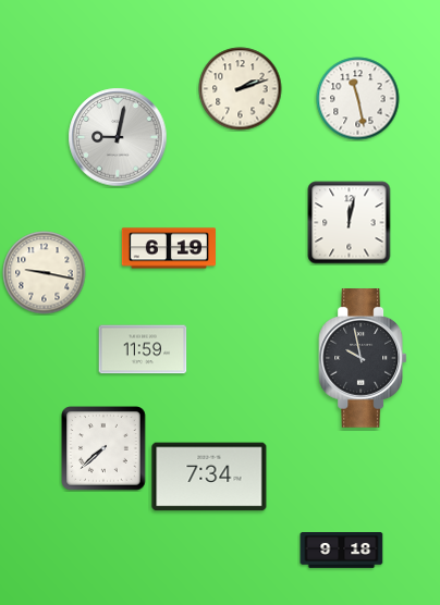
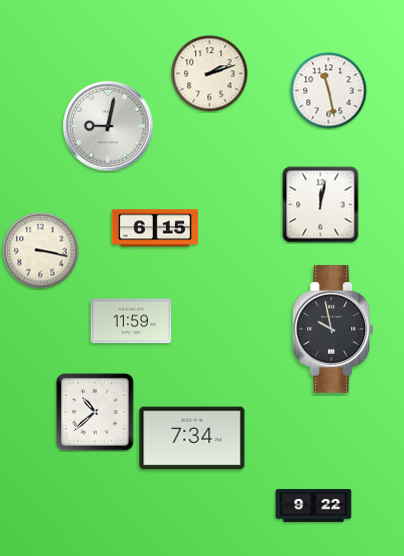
clock at (241, 89) position: (241, 89) -> (210, 74)
clock at (169, 248): 6:19 -> 6:15
clock at (45, 273): 9:17 -> 3:17
clock at (103, 448): 7:38 -> 10:38
clock at (342, 551): 9:18 -> 9:22
